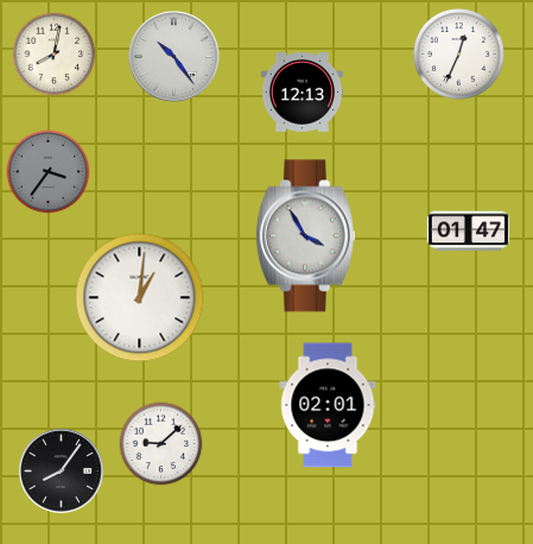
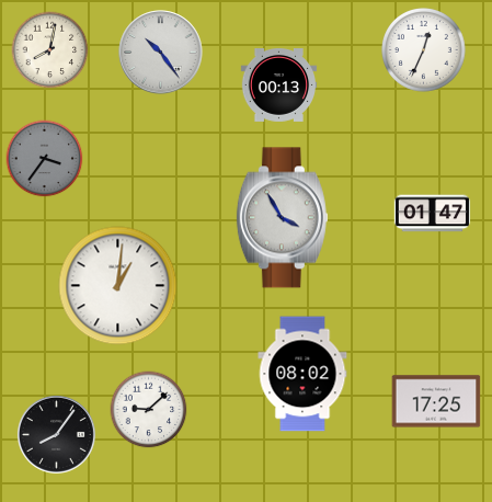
clock at (303, 93): 12:13 -> 00:13
clock at (140, 298) position: (140, 298) -> (118, 286)
clock at (328, 405): 02:01 -> 08:02
clock at (436, 401): none -> 17:25
